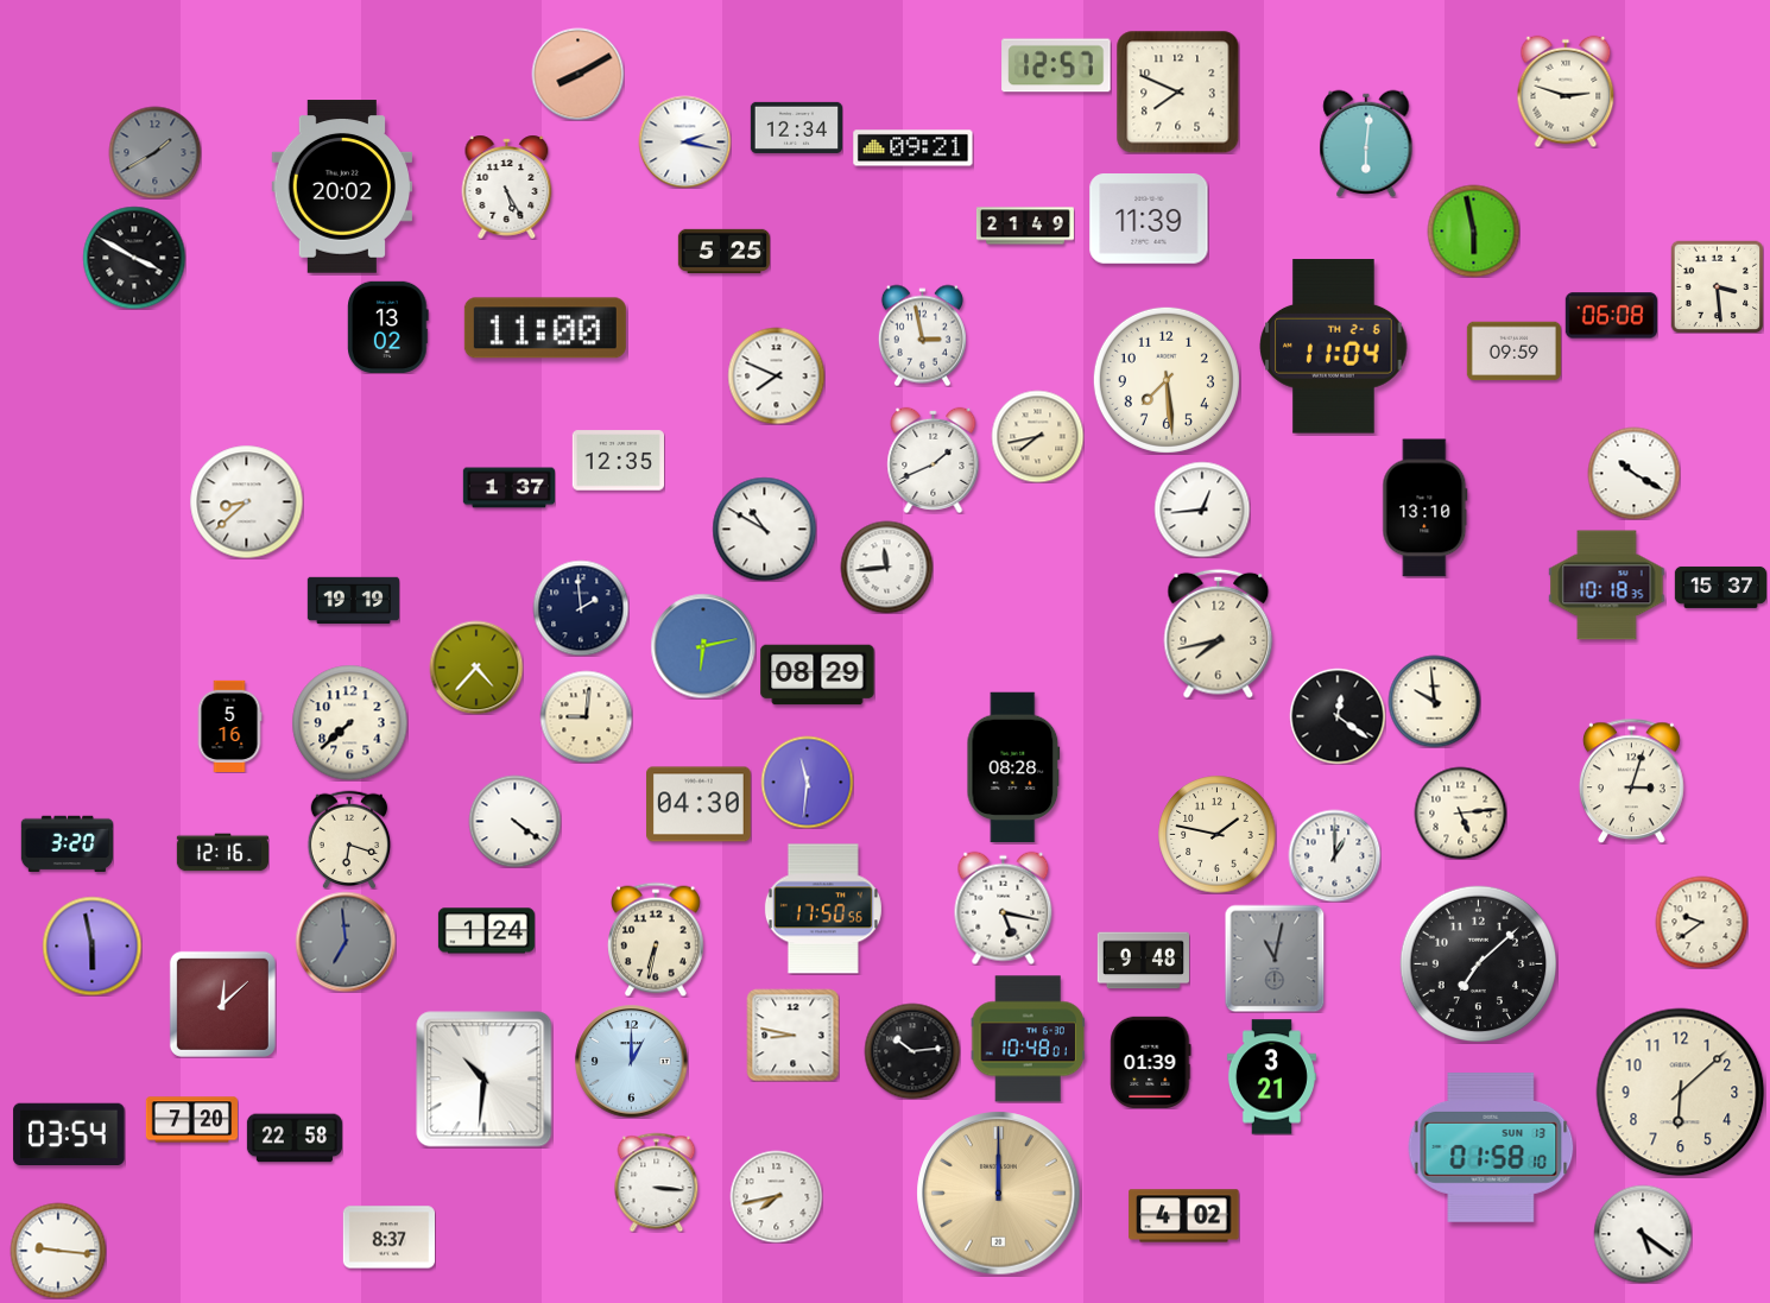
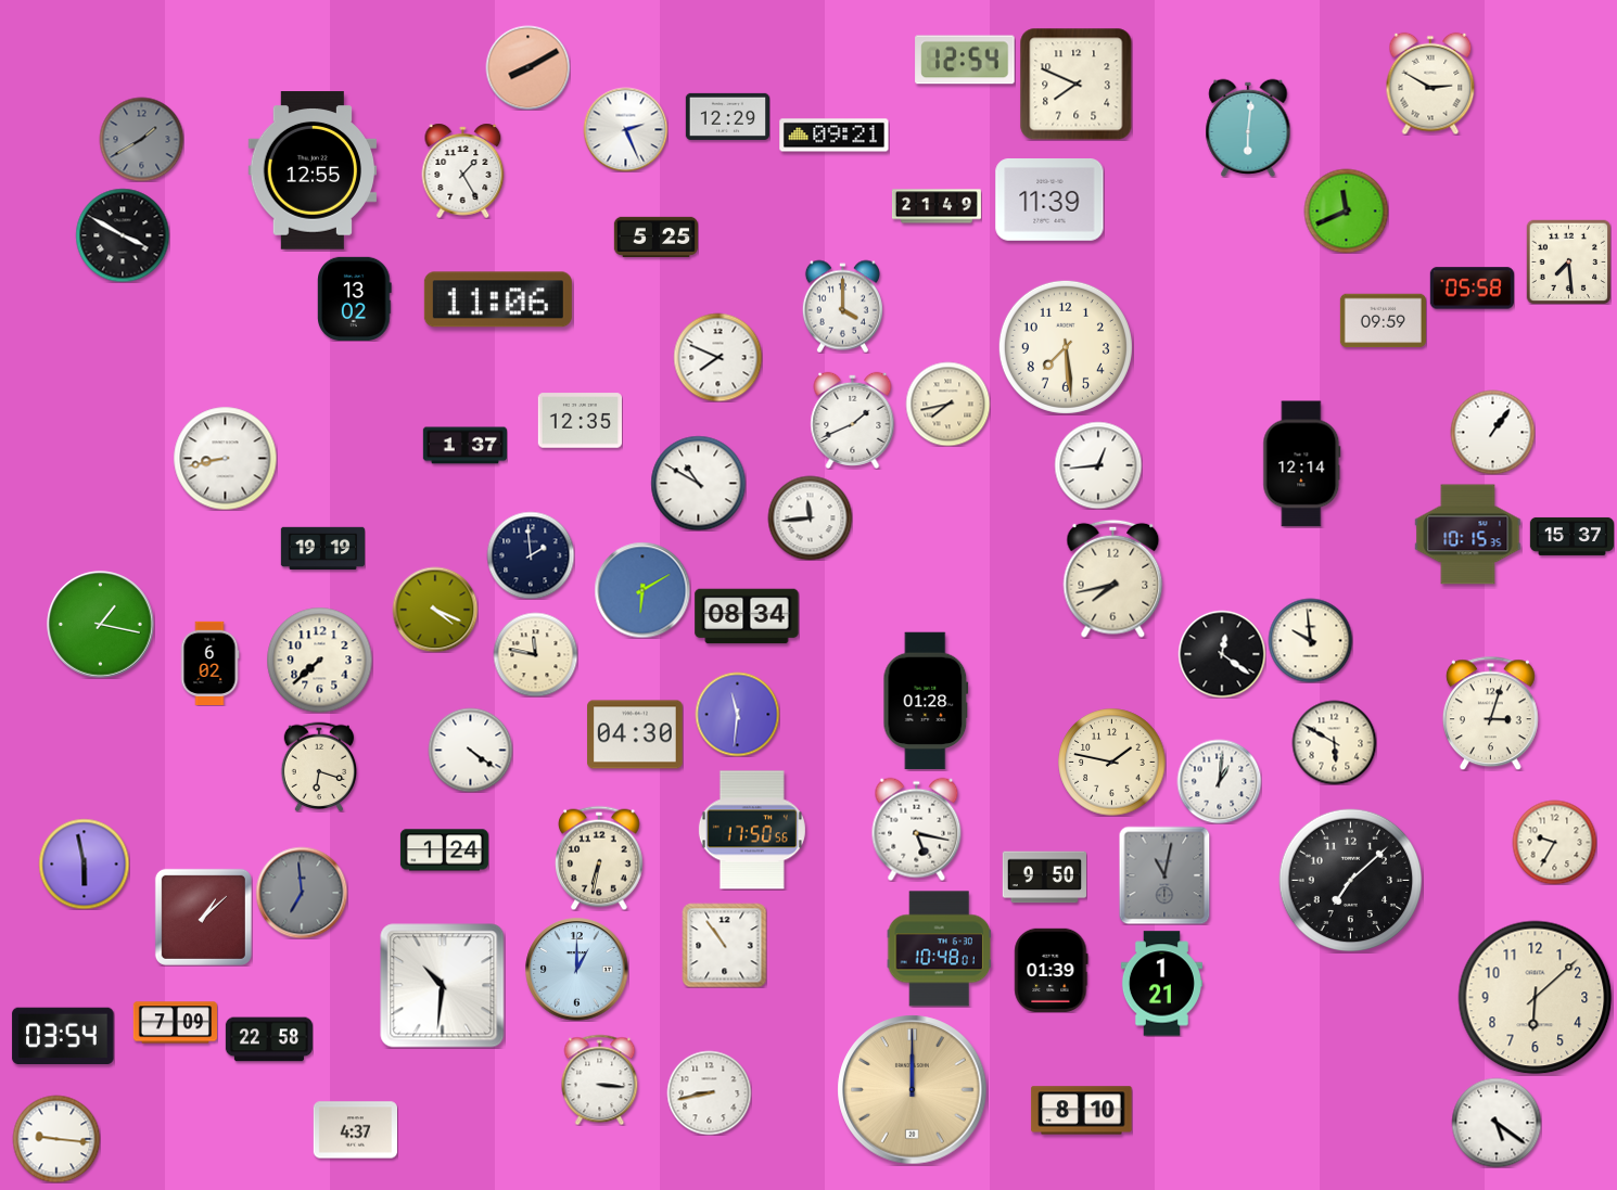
clock at (1056, 65): 12:57 -> 12:54
clock at (1566, 91): 2:48 -> 2:50
clock at (796, 127): 12:34 -> 12:29
clock at (684, 141): 2:17 -> 2:26
clock at (1366, 144) position: (1366, 144) -> (1248, 128)
clock at (341, 186): 20:02 -> 12:55
clock at (507, 186): 5:25 -> 1:25
clock at (1473, 230): 5:58 -> 11:41
clock at (723, 251) position: (723, 251) -> (655, 236)
clock at (1717, 286): 3:29 -> 7:29
clock at (1611, 316): 06:08 -> 05:58
clock at (545, 328): 11:00 -> 11:06
clock at (922, 335): 2:58 -> 4:00
clock at (1334, 347): 11:04 -> none
clock at (776, 375) position: (776, 375) -> (717, 357)
clock at (1037, 436) position: (1037, 436) -> (947, 404)
clock at (618, 461) position: (618, 461) -> (580, 421)
clock at (1633, 473): 10:20 -> 1:06
clock at (246, 501): 8:38 -> 8:43
clock at (1426, 508): 13:10 -> 12:14
clock at (1607, 586): 10:18 -> 10:15
clock at (703, 646): 6:13 -> 6:10
clock at (476, 668): 4:37 -> 4:19
clock at (817, 675): 08:29 -> 08:34
clock at (101, 625): none -> 1:17
clock at (586, 716): 9:01 -> 11:47
clock at (229, 726): 5:16 -> 6:02
clock at (1013, 767): 08:28 -> 01:28
clock at (700, 804) position: (700, 804) -> (636, 734)
clock at (1460, 812): 5:14 -> 5:50
clock at (67, 843): 3:20 -> none
clock at (222, 853): 12:16 -> none
clock at (1334, 855): 1:00 -> 1:01
clock at (1701, 922): 9:39 -> 9:35
clock at (346, 942) position: (346, 942) -> (302, 893)
clock at (1143, 961): 9:48 -> 9:50
clock at (222, 1004): 12:08 -> 1:08
clock at (792, 1035): 8:47 -> 10:54
clock at (912, 1051): 10:14 -> none
clock at (1271, 1077): 3:21 -> 1:21
clock at (191, 1120): 7:20 -> 7:09
clock at (1491, 1149): 01:58 -> none
clock at (776, 1196): 7:43 -> 8:43
clock at (1184, 1216): 4:02 -> 8:10
clock at (1643, 1234) position: (1643, 1234) -> (1497, 1123)
clock at (388, 1238): 8:37 -> 4:37
clock at (58, 1251) position: (58, 1251) -> (56, 1139)
